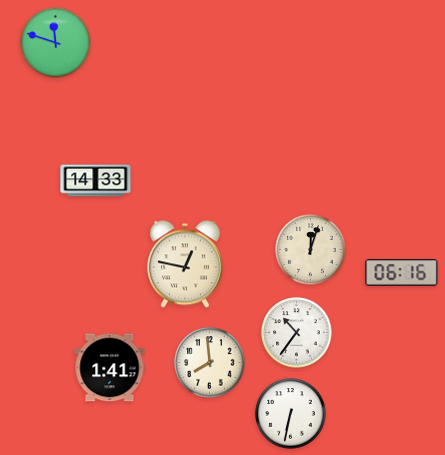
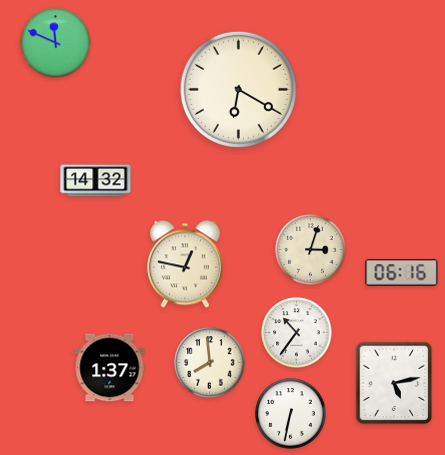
clock at (56, 43): 11:48 -> 11:49
clock at (238, 89): none -> 6:20
clock at (96, 181): 14:33 -> 14:32
clock at (311, 250): 12:03 -> 3:03
clock at (110, 368): 1:41 -> 1:37
clock at (394, 383): none -> 5:13
